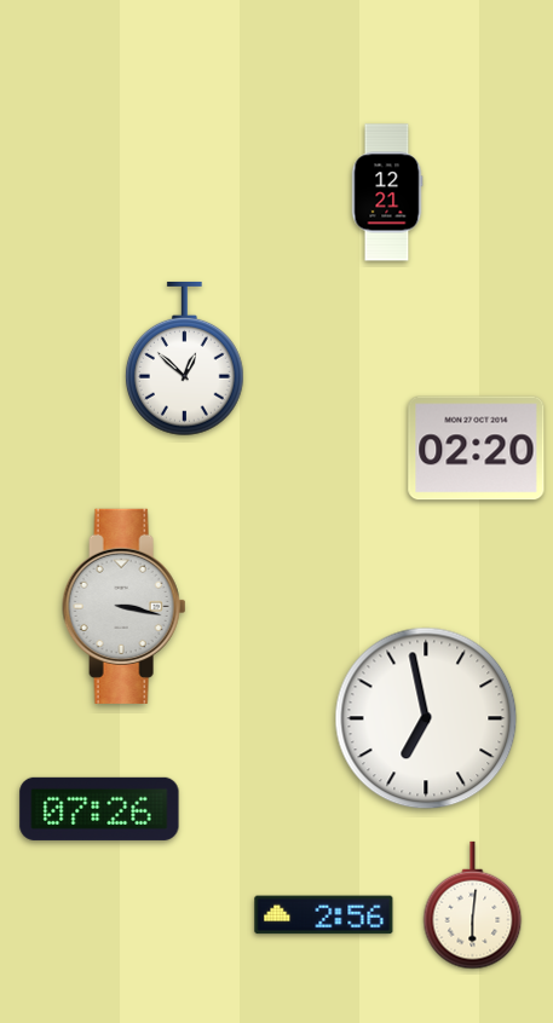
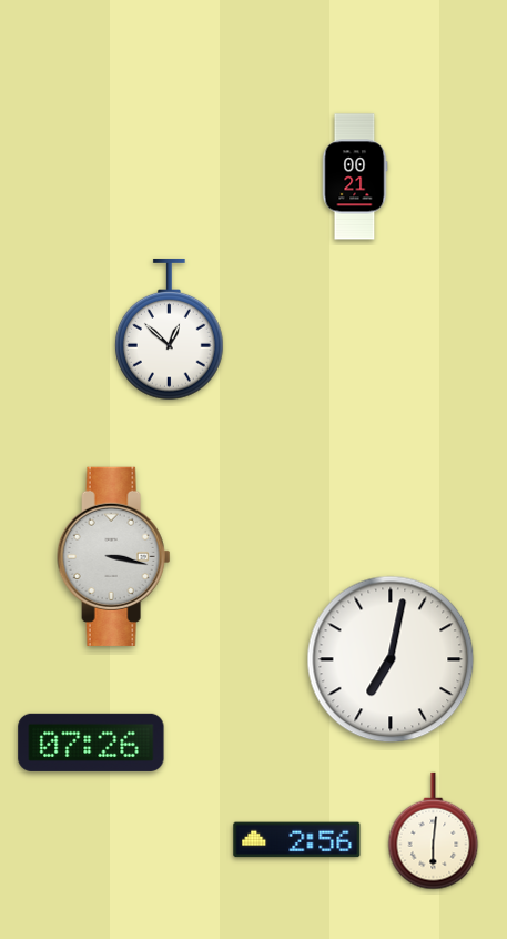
clock at (387, 192): 12:21 -> 00:21
clock at (477, 449): 02:20 -> none
clock at (426, 718): 6:58 -> 7:02
